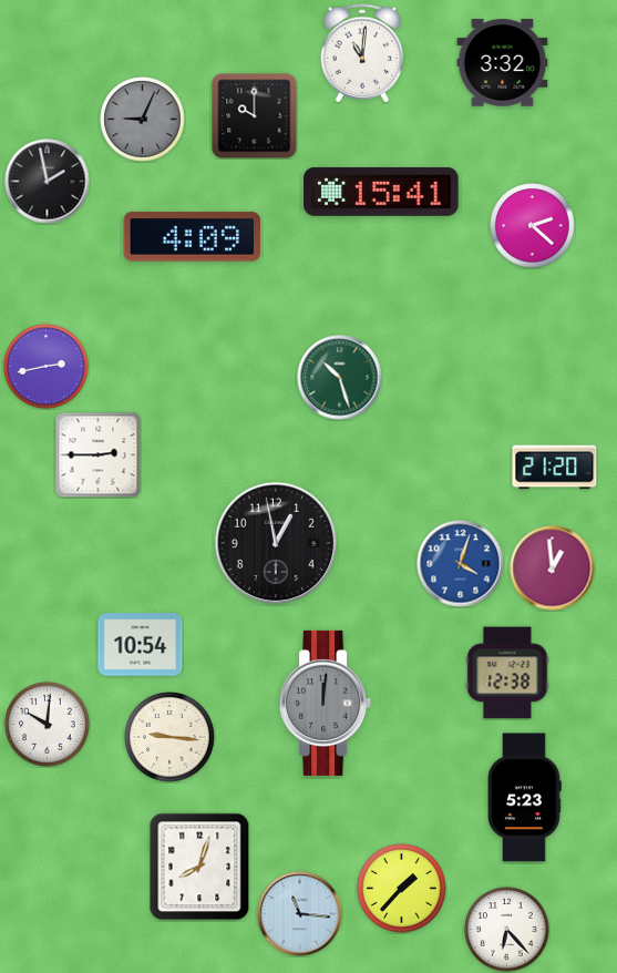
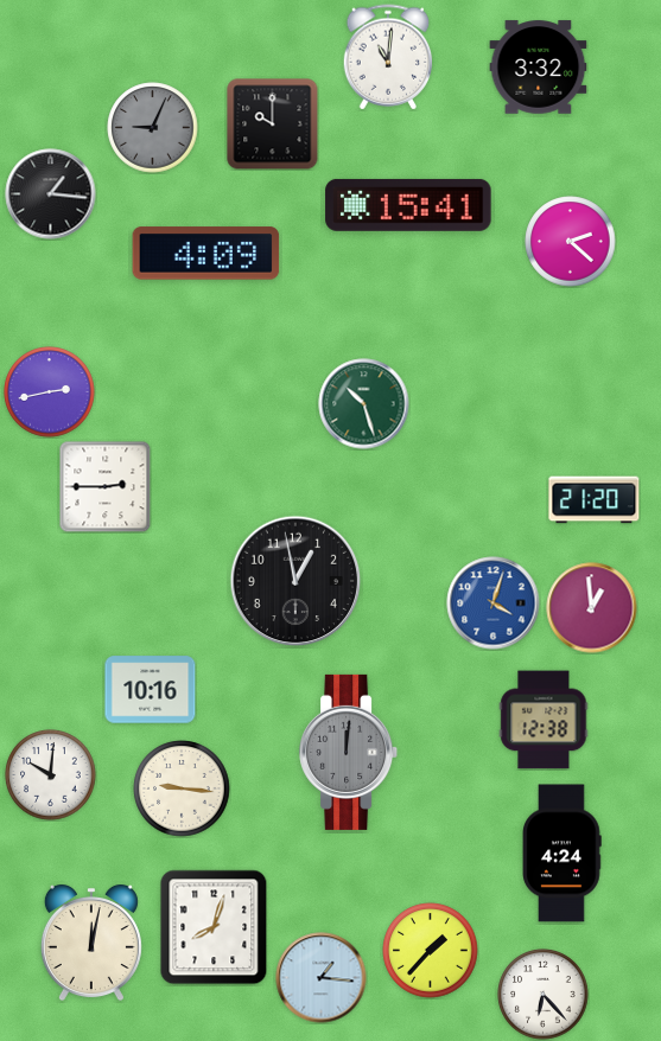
clock at (48, 182): 1:58 -> 1:16
clock at (141, 645): 10:54 -> 10:16
clock at (525, 798): 5:23 -> 4:24
clock at (91, 943): none -> 12:02
clock at (300, 914): 11:16 -> 1:16
